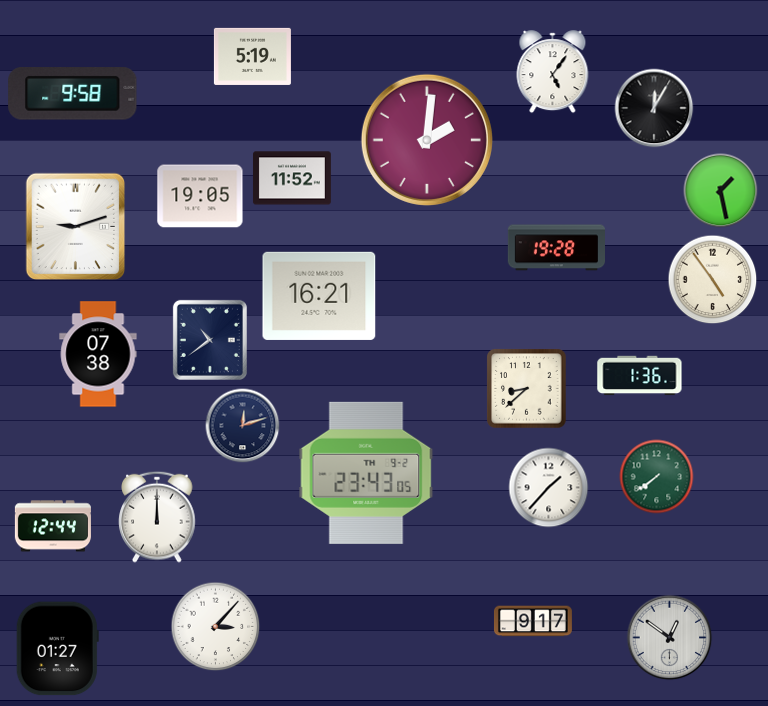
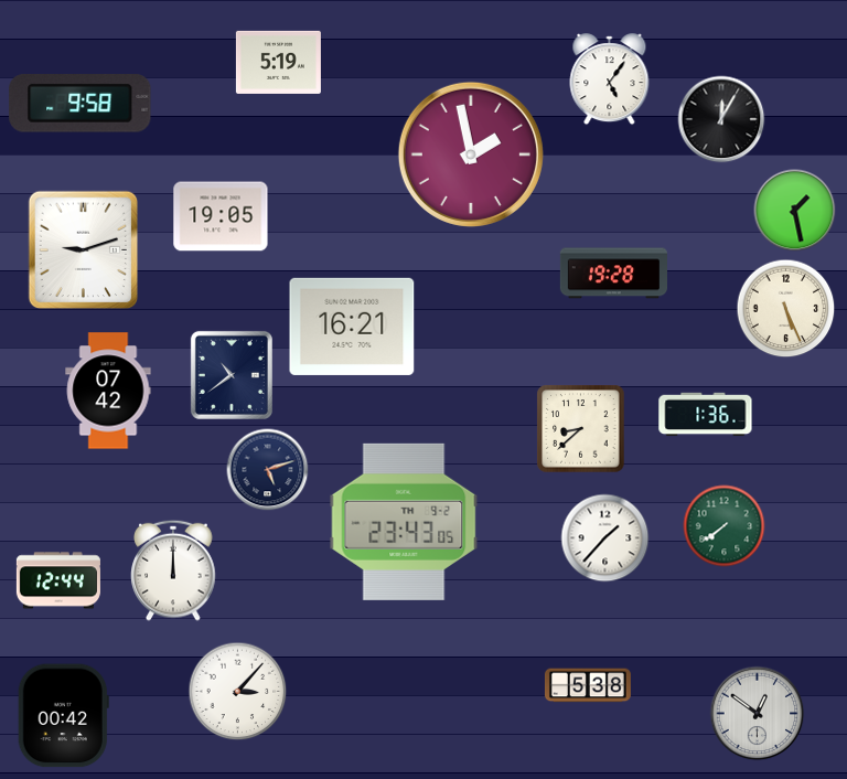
clock at (427, 140): 2:01 -> 1:58
clock at (292, 178): 11:52 -> none
clock at (713, 280): 4:54 -> 5:26
clock at (98, 354): 07:38 -> 07:42
clock at (243, 426): 12:12 -> 5:12
clock at (533, 621): 9:17 -> 5:38
clock at (670, 638) position: (670, 638) -> (758, 714)
clock at (57, 649): 01:27 -> 00:42
